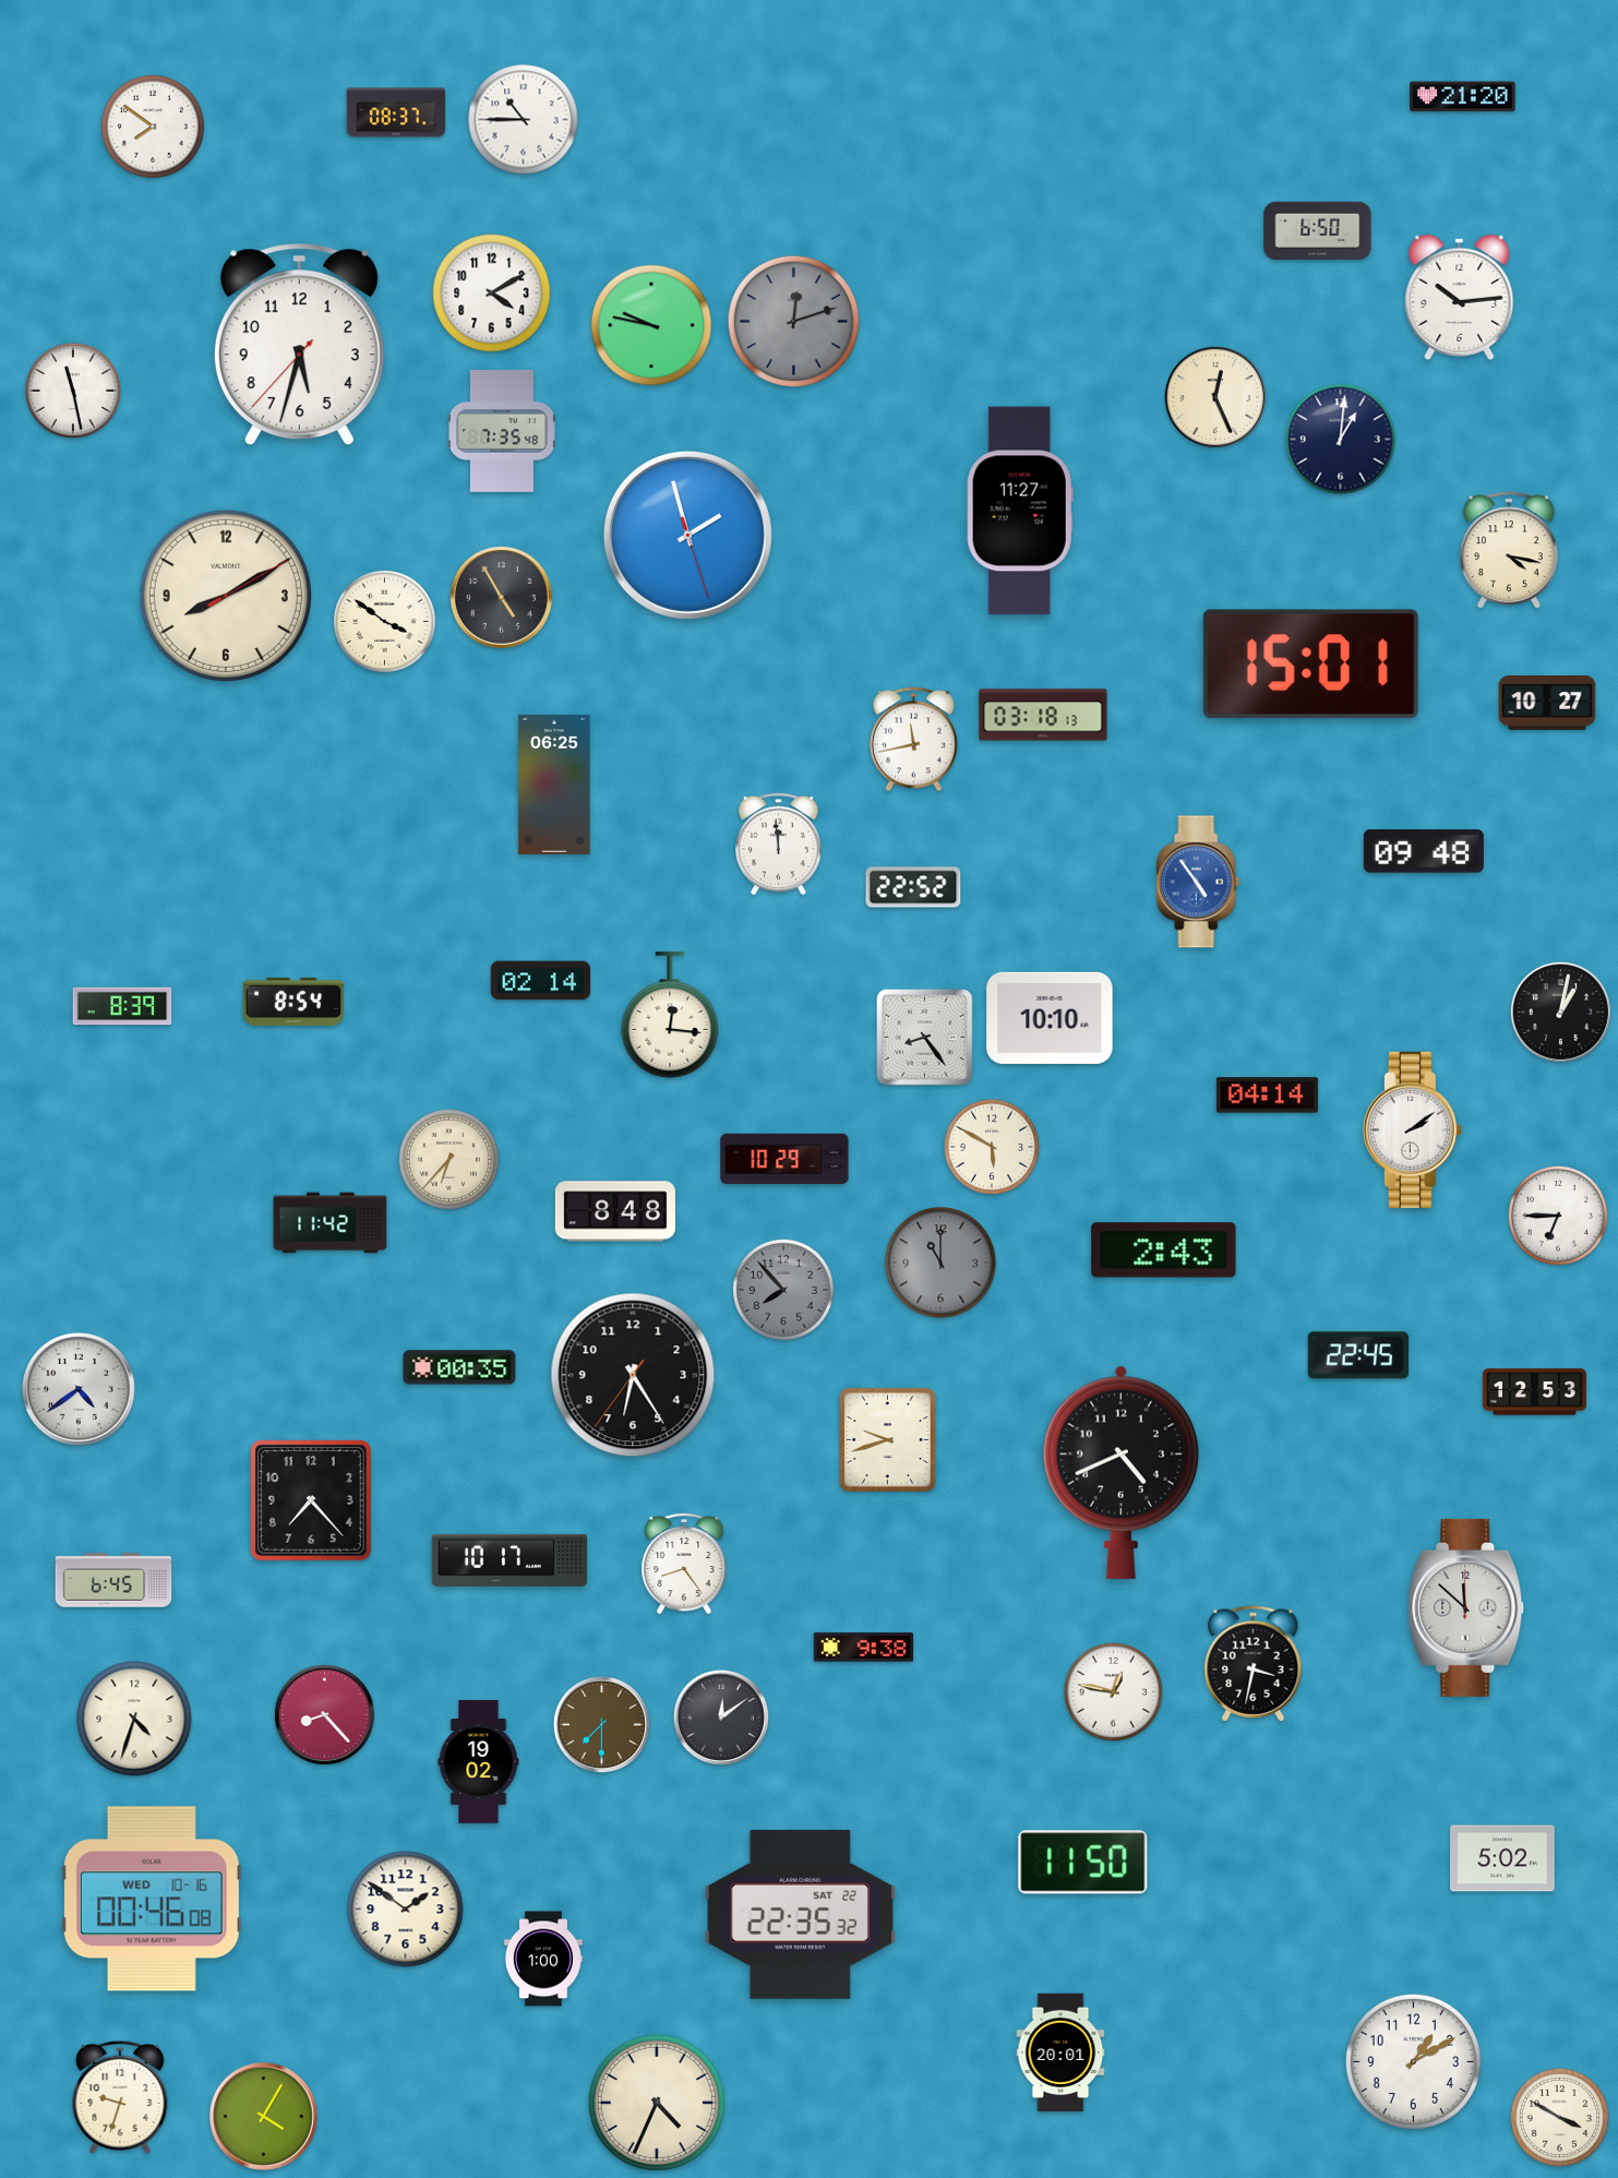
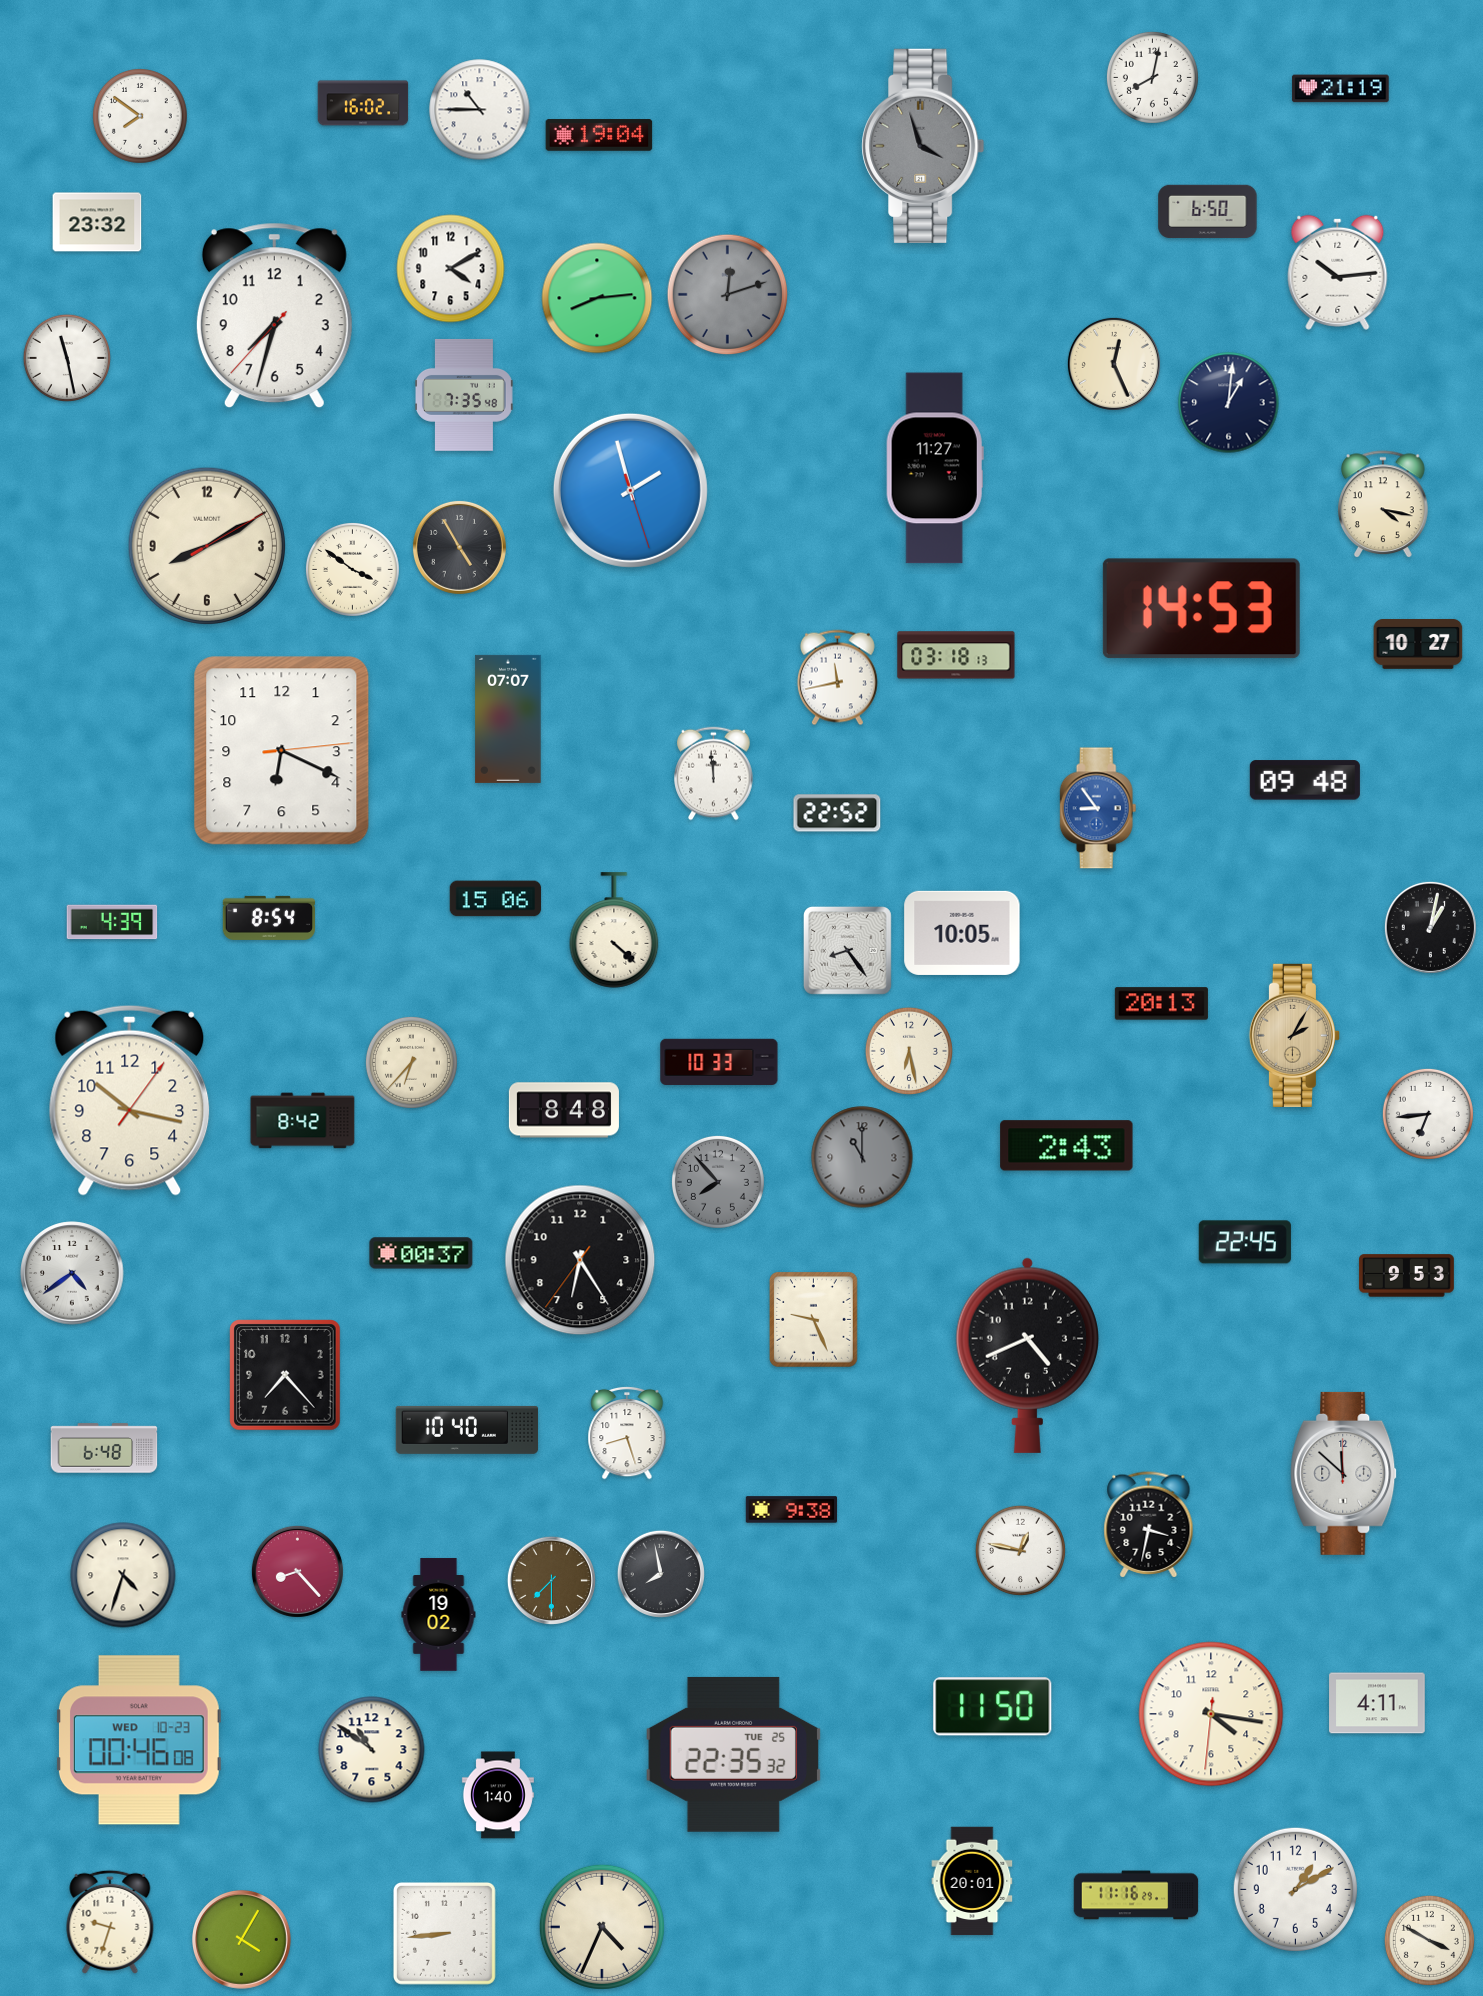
clock at (1152, 77): none -> 8:02
clock at (1463, 97): 21:20 -> 21:19
clock at (396, 112): 08:37 -> 16:02
clock at (599, 135): none -> 19:04
clock at (923, 146): none -> 3:57
clock at (97, 222): none -> 23:32
clock at (651, 325): 9:47 -> 8:14
clock at (299, 345): 5:32 -> 7:32
clock at (502, 431) position: (502, 431) -> (464, 395)
clock at (1310, 665): 15:01 -> 14:53
clock at (554, 785): 06:25 -> 07:07
clock at (282, 751): none -> 6:19
clock at (1198, 882): 4:54 -> 8:54
clock at (541, 981): 02:14 -> 15:06
clock at (122, 1006): 8:39 -> 4:39
clock at (670, 1015): 12:16 -> 4:22
clock at (1050, 1018): 10:10 -> 10:05
clock at (1267, 1096): 04:14 -> 20:13
clock at (1412, 1129): 2:09 -> 2:05
clock at (1412, 1129) dial: white -> champagne
clock at (991, 1146): 5:50 -> 6:28
clock at (784, 1159): 10:29 -> 10:33
clock at (130, 1100): none -> 10:17
clock at (1558, 1216): 6:45 -> 6:44
clock at (331, 1223): 11:42 -> 8:42
clock at (459, 1367): 00:35 -> 00:37
clock at (1534, 1392): 12:53 -> 9:53
clock at (888, 1440): 9:42 -> 9:26
clock at (1120, 1472) position: (1120, 1472) -> (1027, 1355)
clock at (510, 1560): 10:17 -> 10:40
clock at (684, 1564): 8:24 -> 8:27
clock at (113, 1580): 6:45 -> 6:48
clock at (721, 1718): 12:09 -> 7:58
clock at (1502, 1858): 5:02 -> 4:11
clock at (1211, 1714): none -> 4:16
clock at (152, 1899) date: WED 10-16 -> WED 10-23
clock at (406, 1910): 1:51 -> 10:51
clock at (800, 1914) date: SAT 22 -> TUE 25
clock at (543, 1959): 1:00 -> 1:40
clock at (1136, 1895): none -> 11:16
clock at (444, 1933): none -> 8:44
